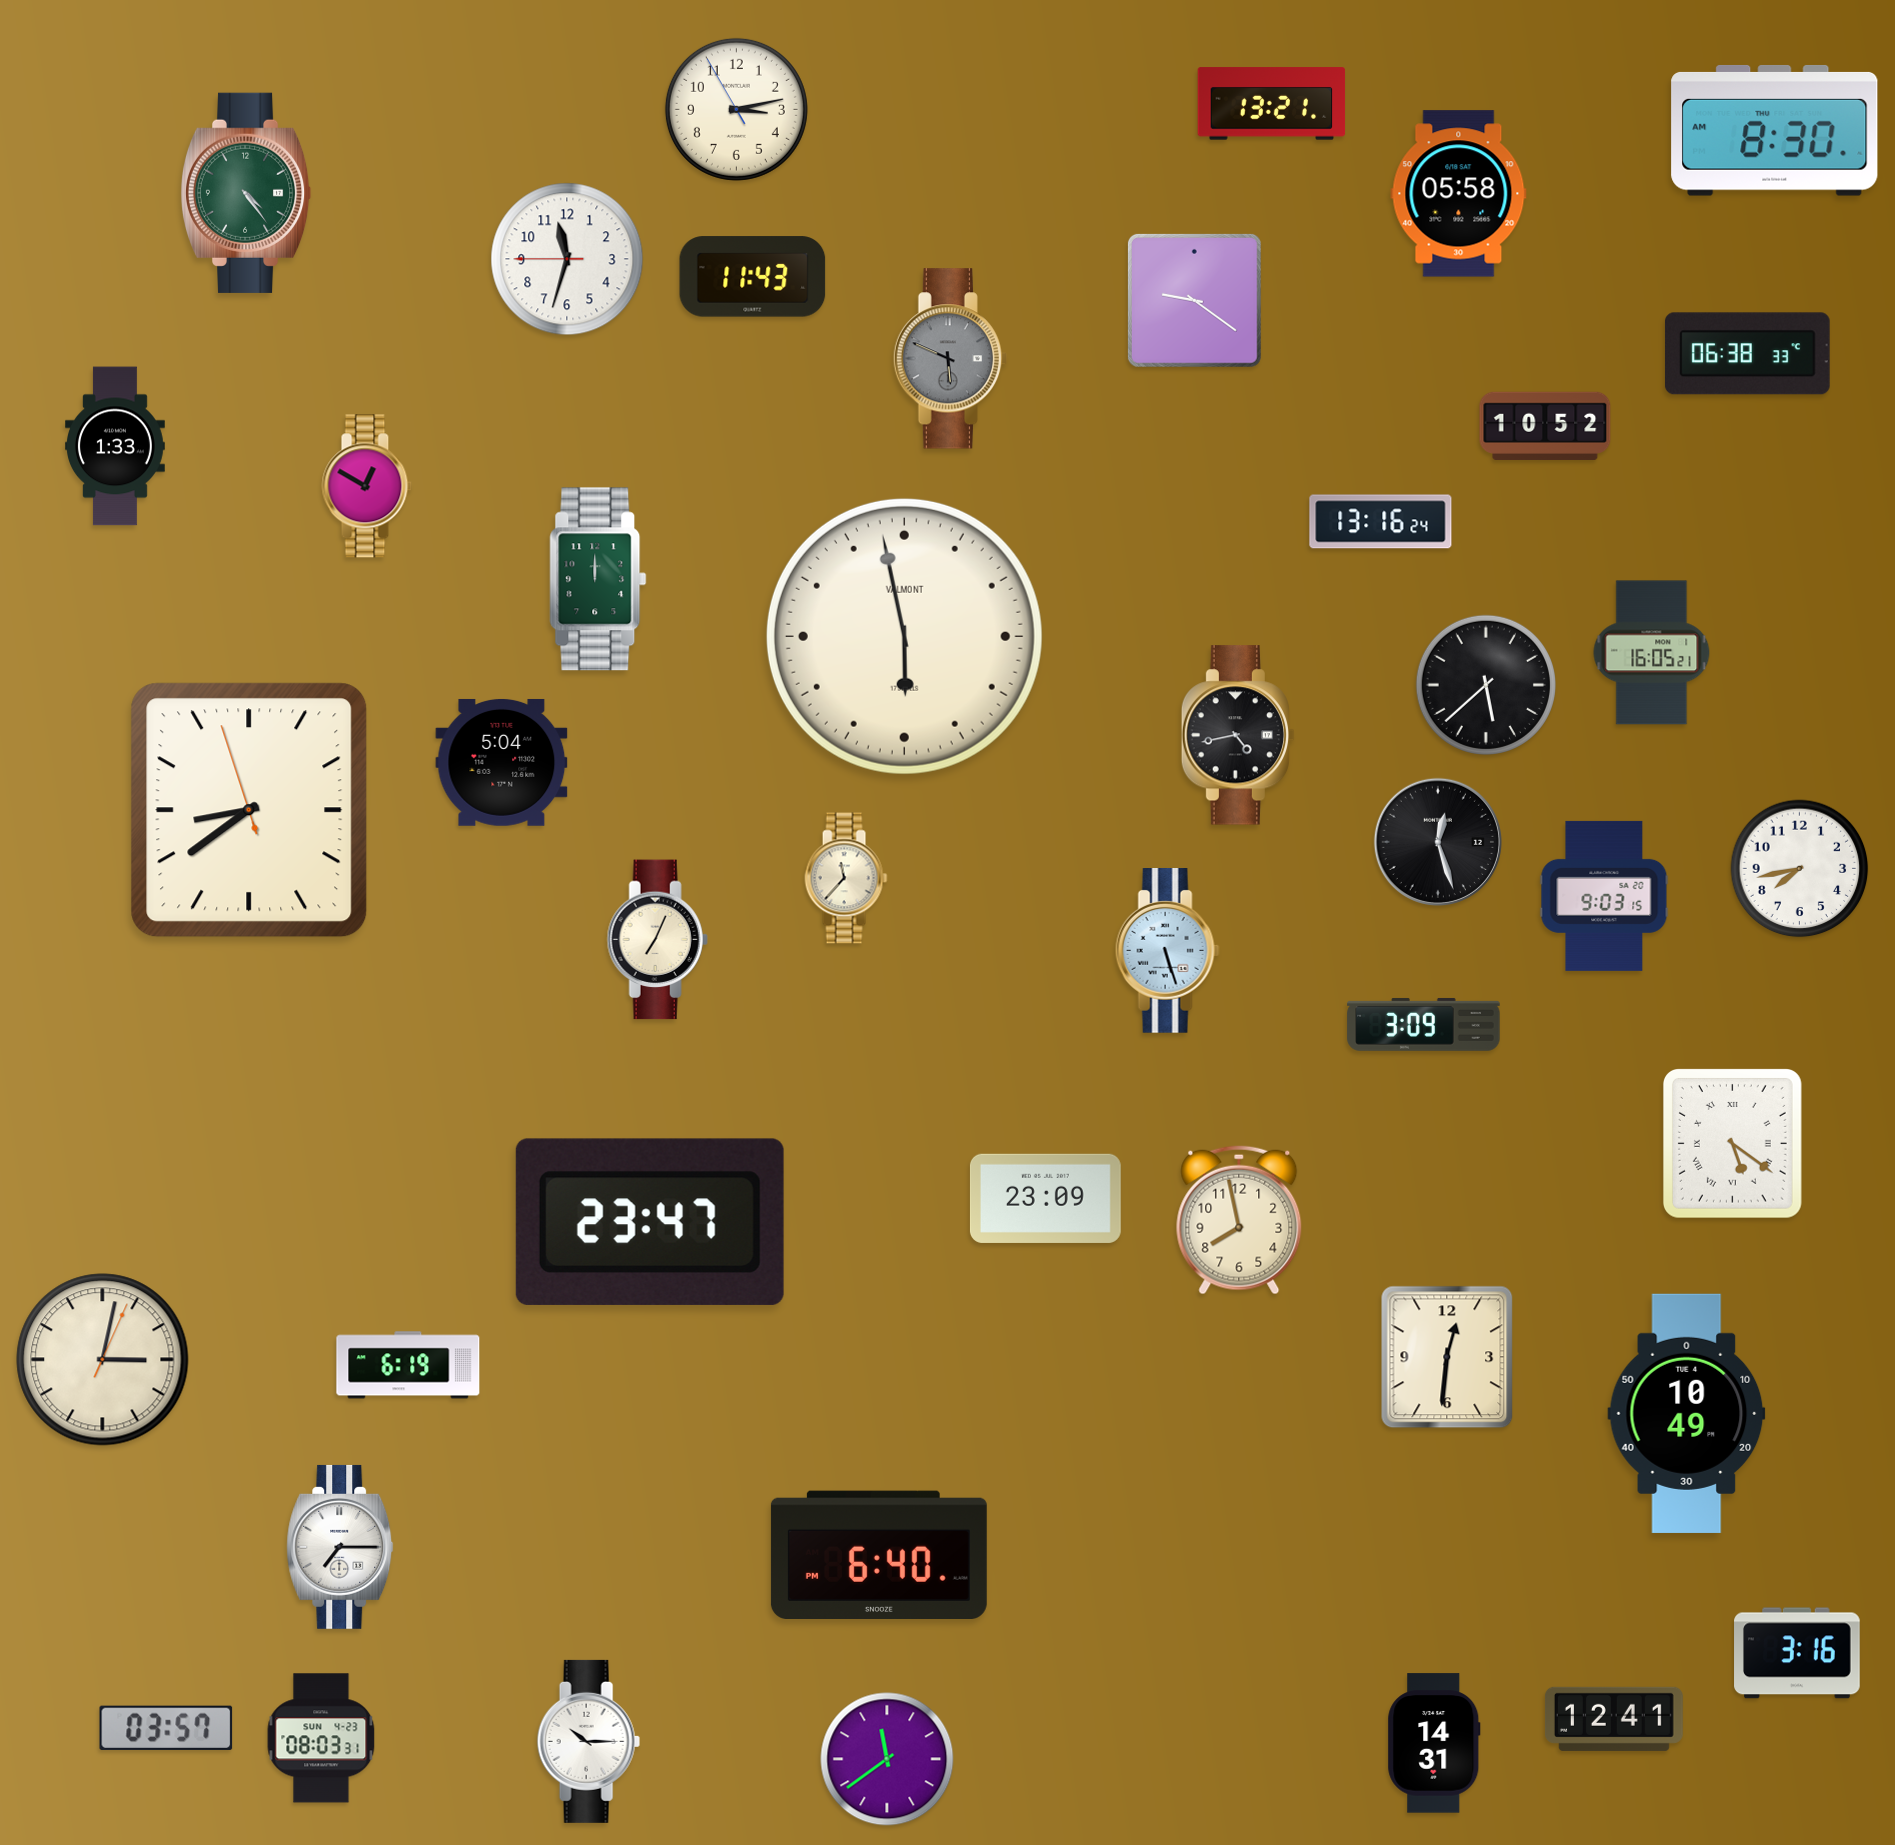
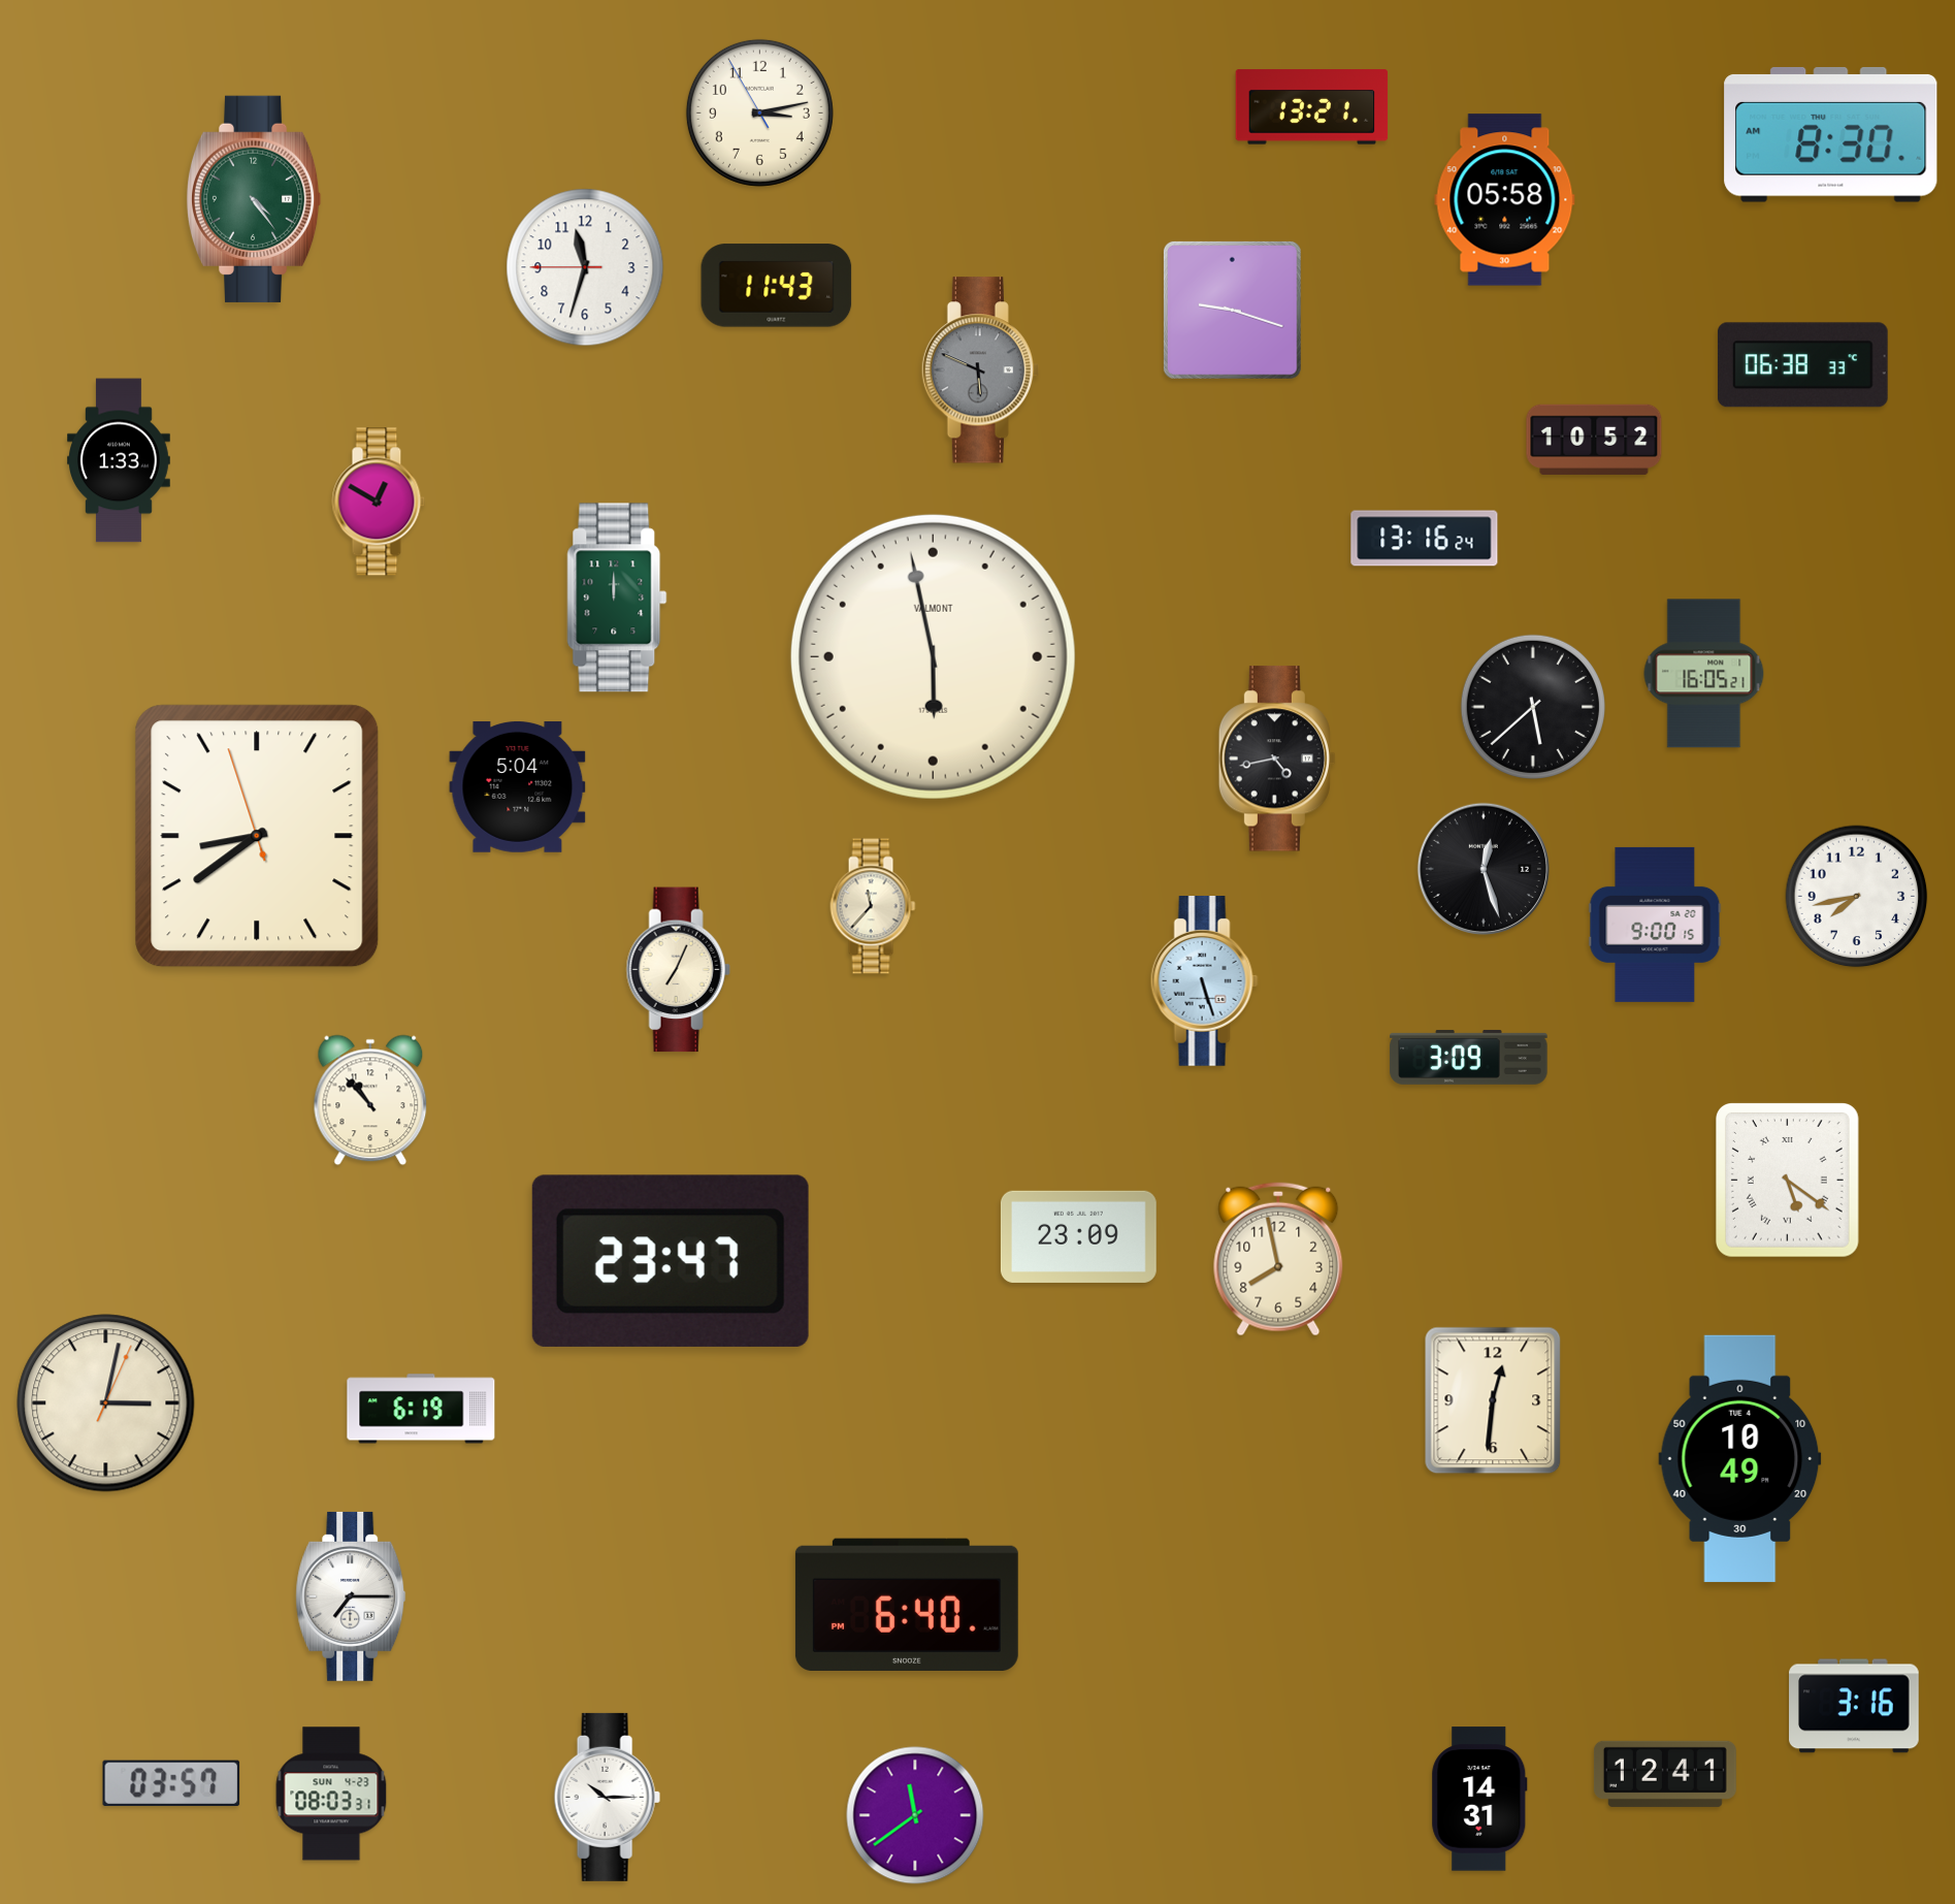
clock at (1194, 300): 9:21 -> 9:18
clock at (1604, 896): 9:03 -> 9:00
clock at (370, 1100): none -> 10:53
